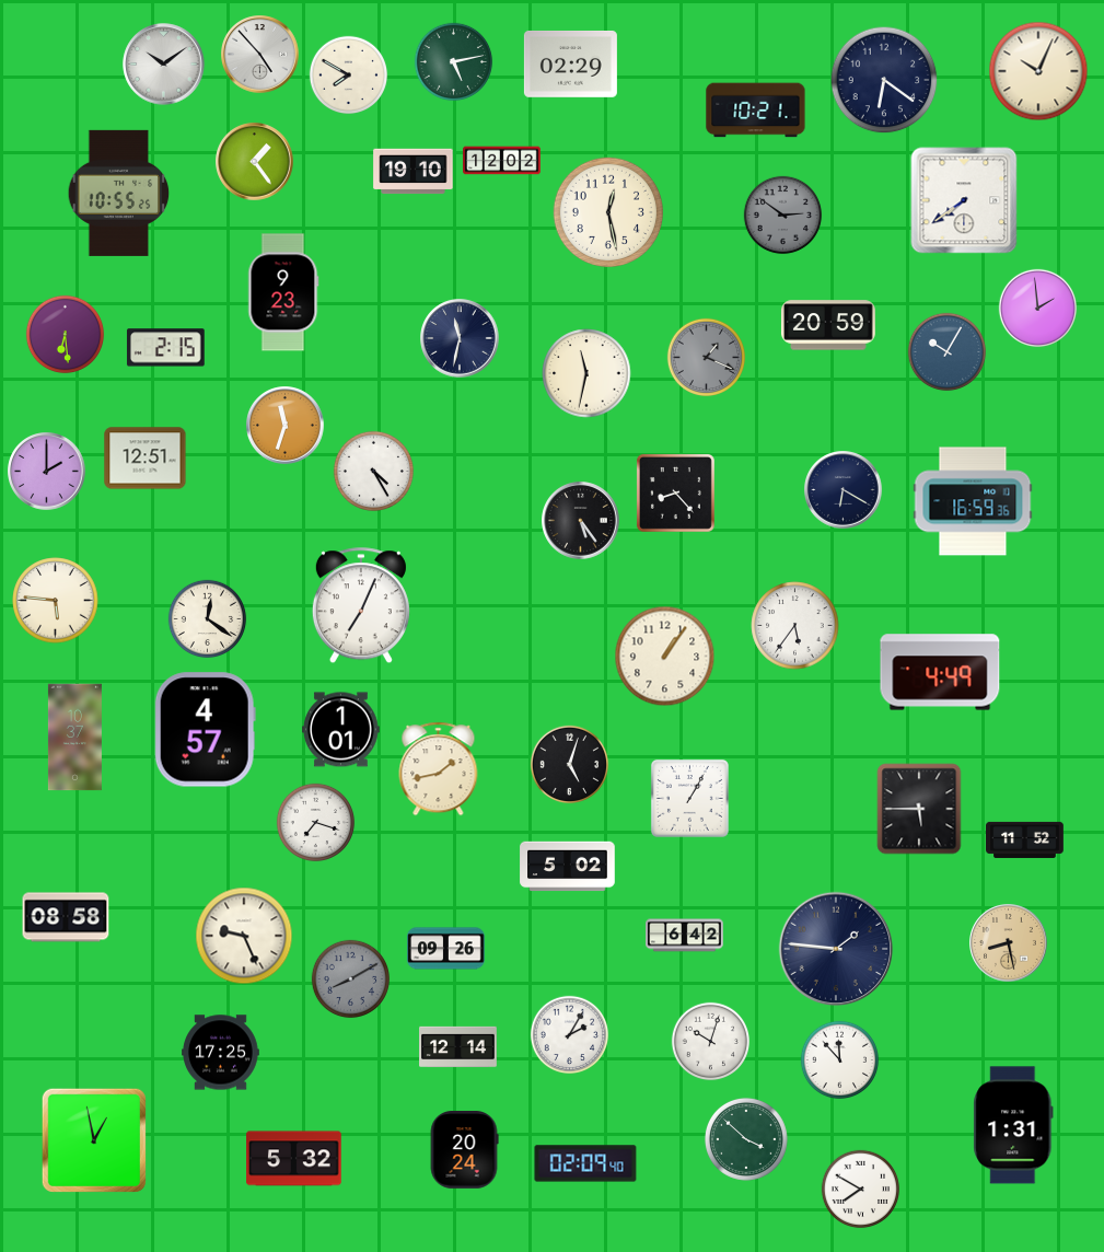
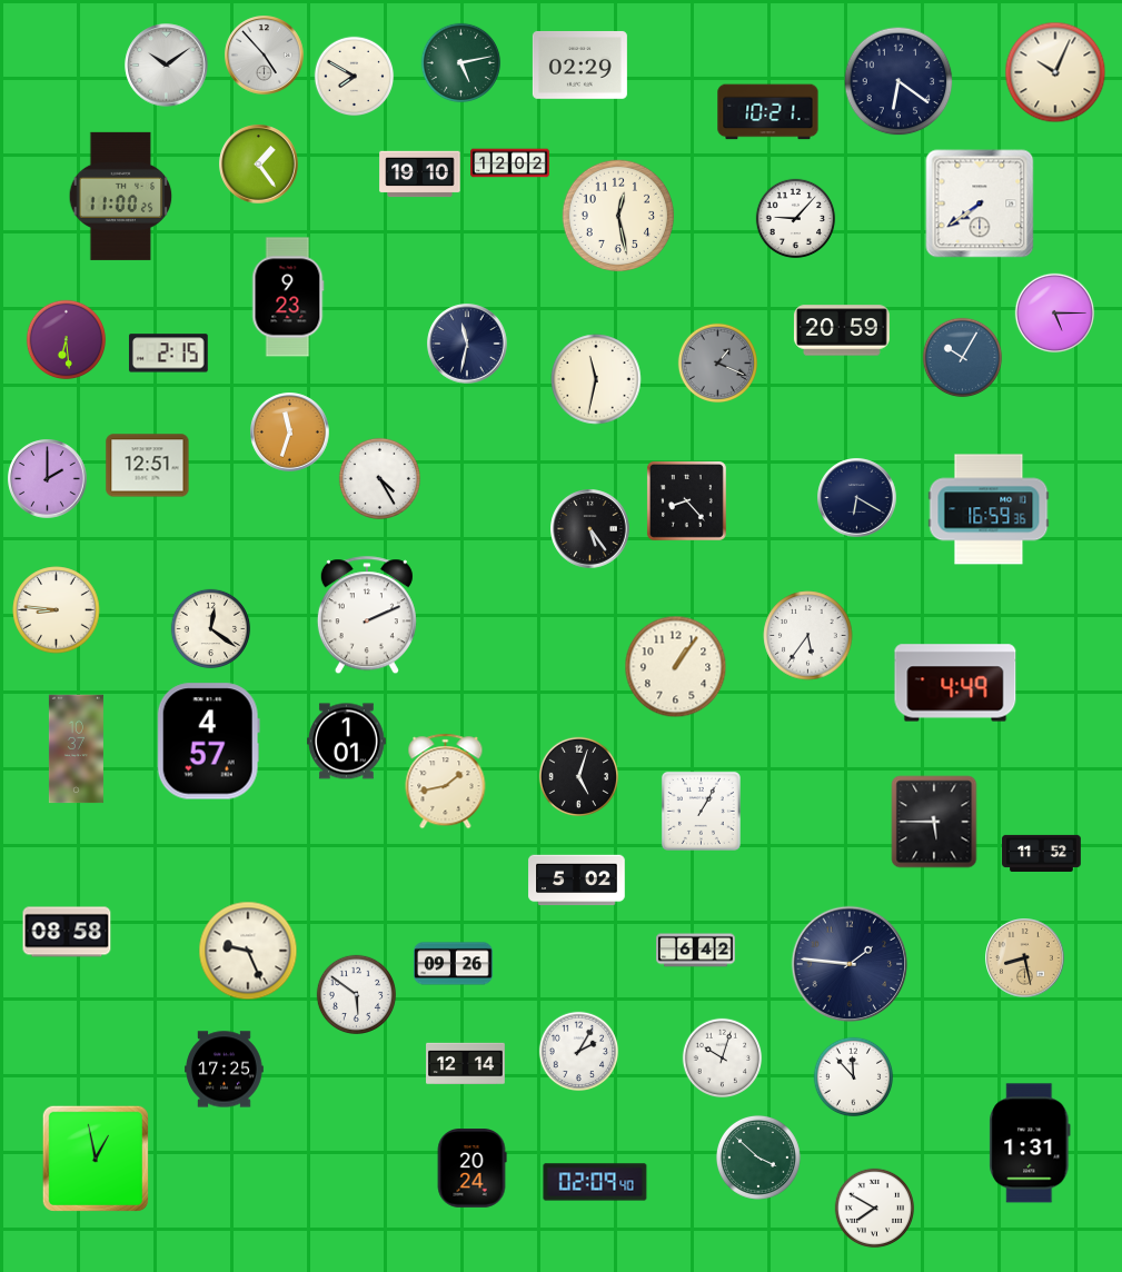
clock at (119, 193): 10:55 -> 11:00
clock at (783, 216): 2:51 -> 9:07
clock at (783, 216) dial: grey -> white
clock at (1038, 309): 1:59 -> 5:15
clock at (56, 601): 5:46 -> 8:46
clock at (361, 606): 7:04 -> 2:11
clock at (316, 823): 7:18 -> none
clock at (351, 979): 8:10 -> 5:51
clock at (351, 979) dial: grey -> white
clock at (294, 1159): 5:32 -> none
